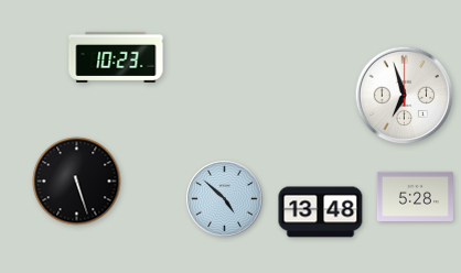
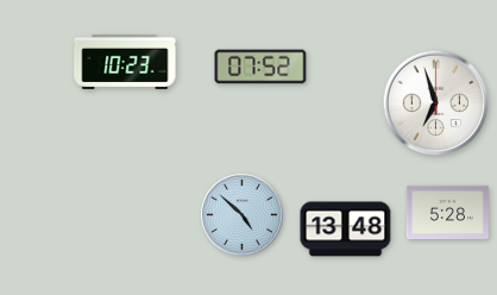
clock at (260, 67): none -> 07:52
clock at (77, 182): 5:27 -> none
